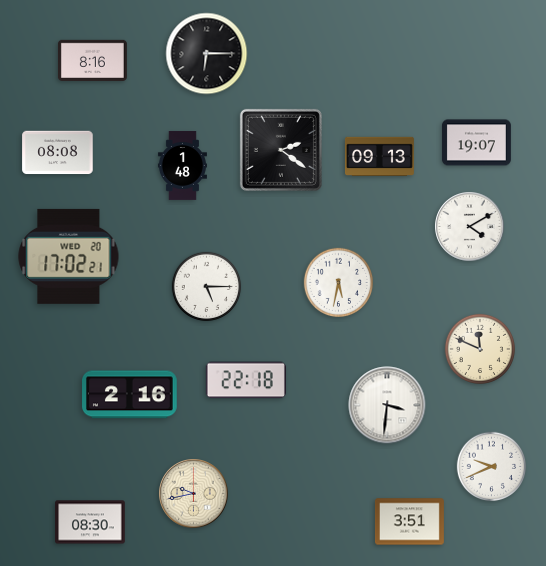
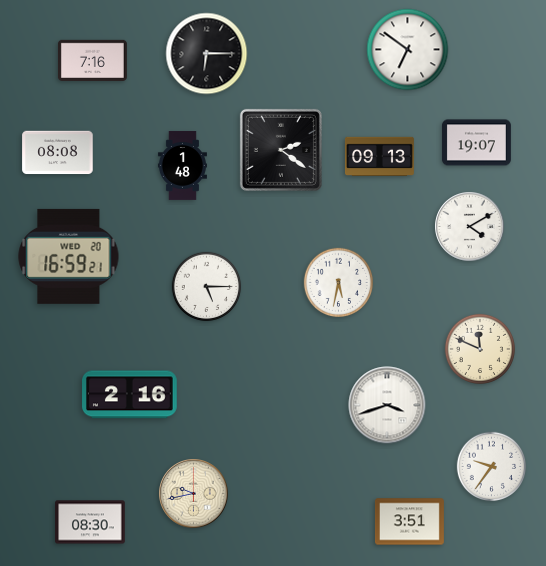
clock at (408, 50): none -> 6:51
clock at (92, 60): 8:16 -> 7:16
clock at (69, 256): 17:02 -> 16:59
clock at (246, 380): 22:18 -> none
clock at (387, 405): 3:31 -> 3:42
clock at (492, 467): 9:41 -> 9:36
